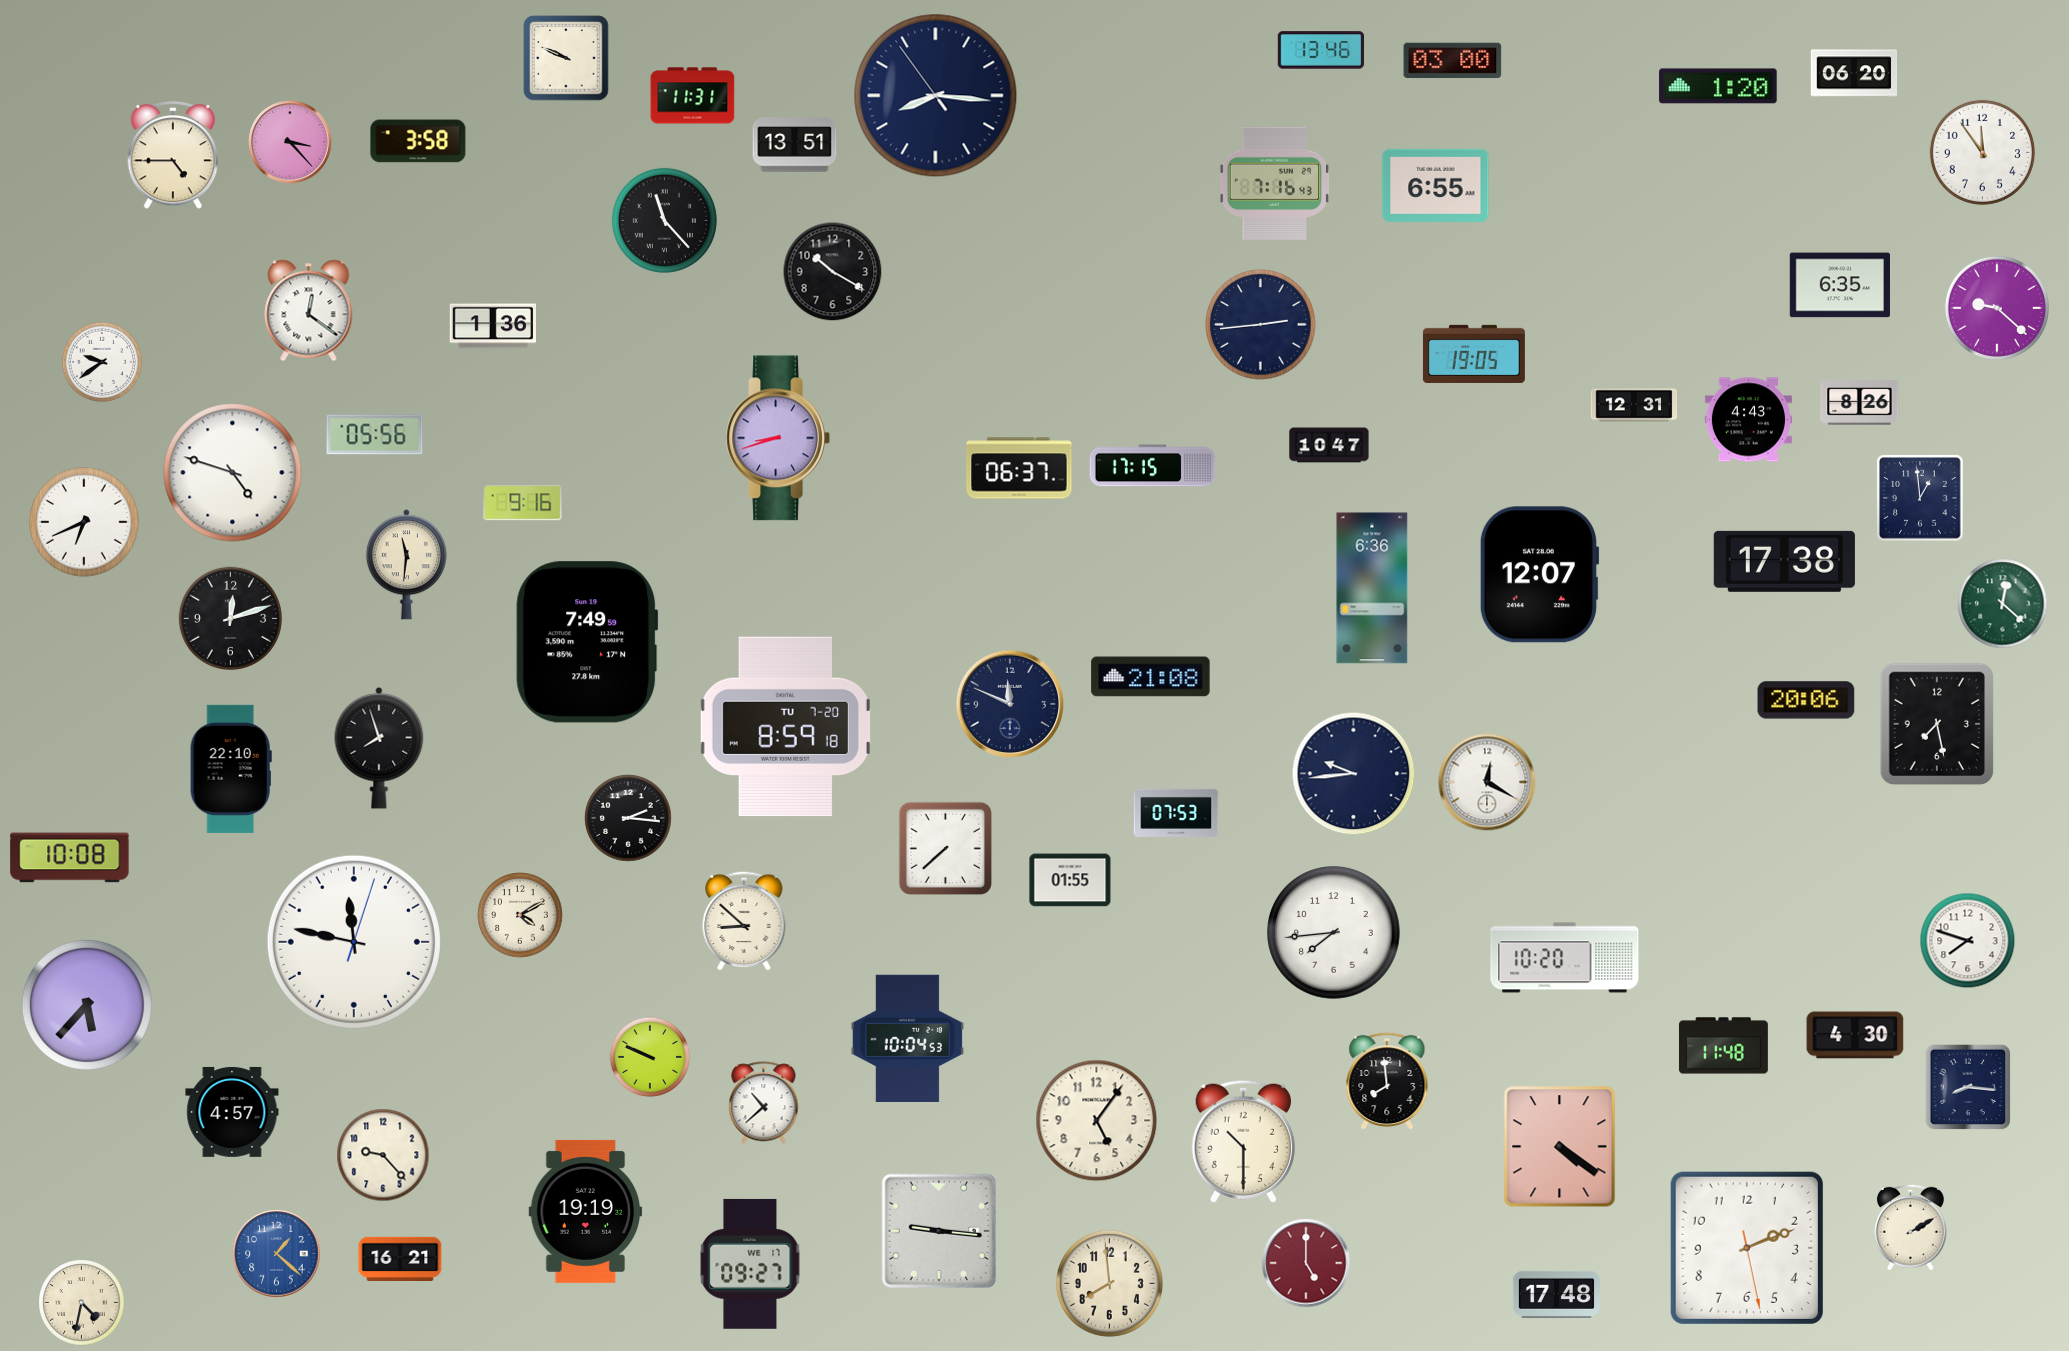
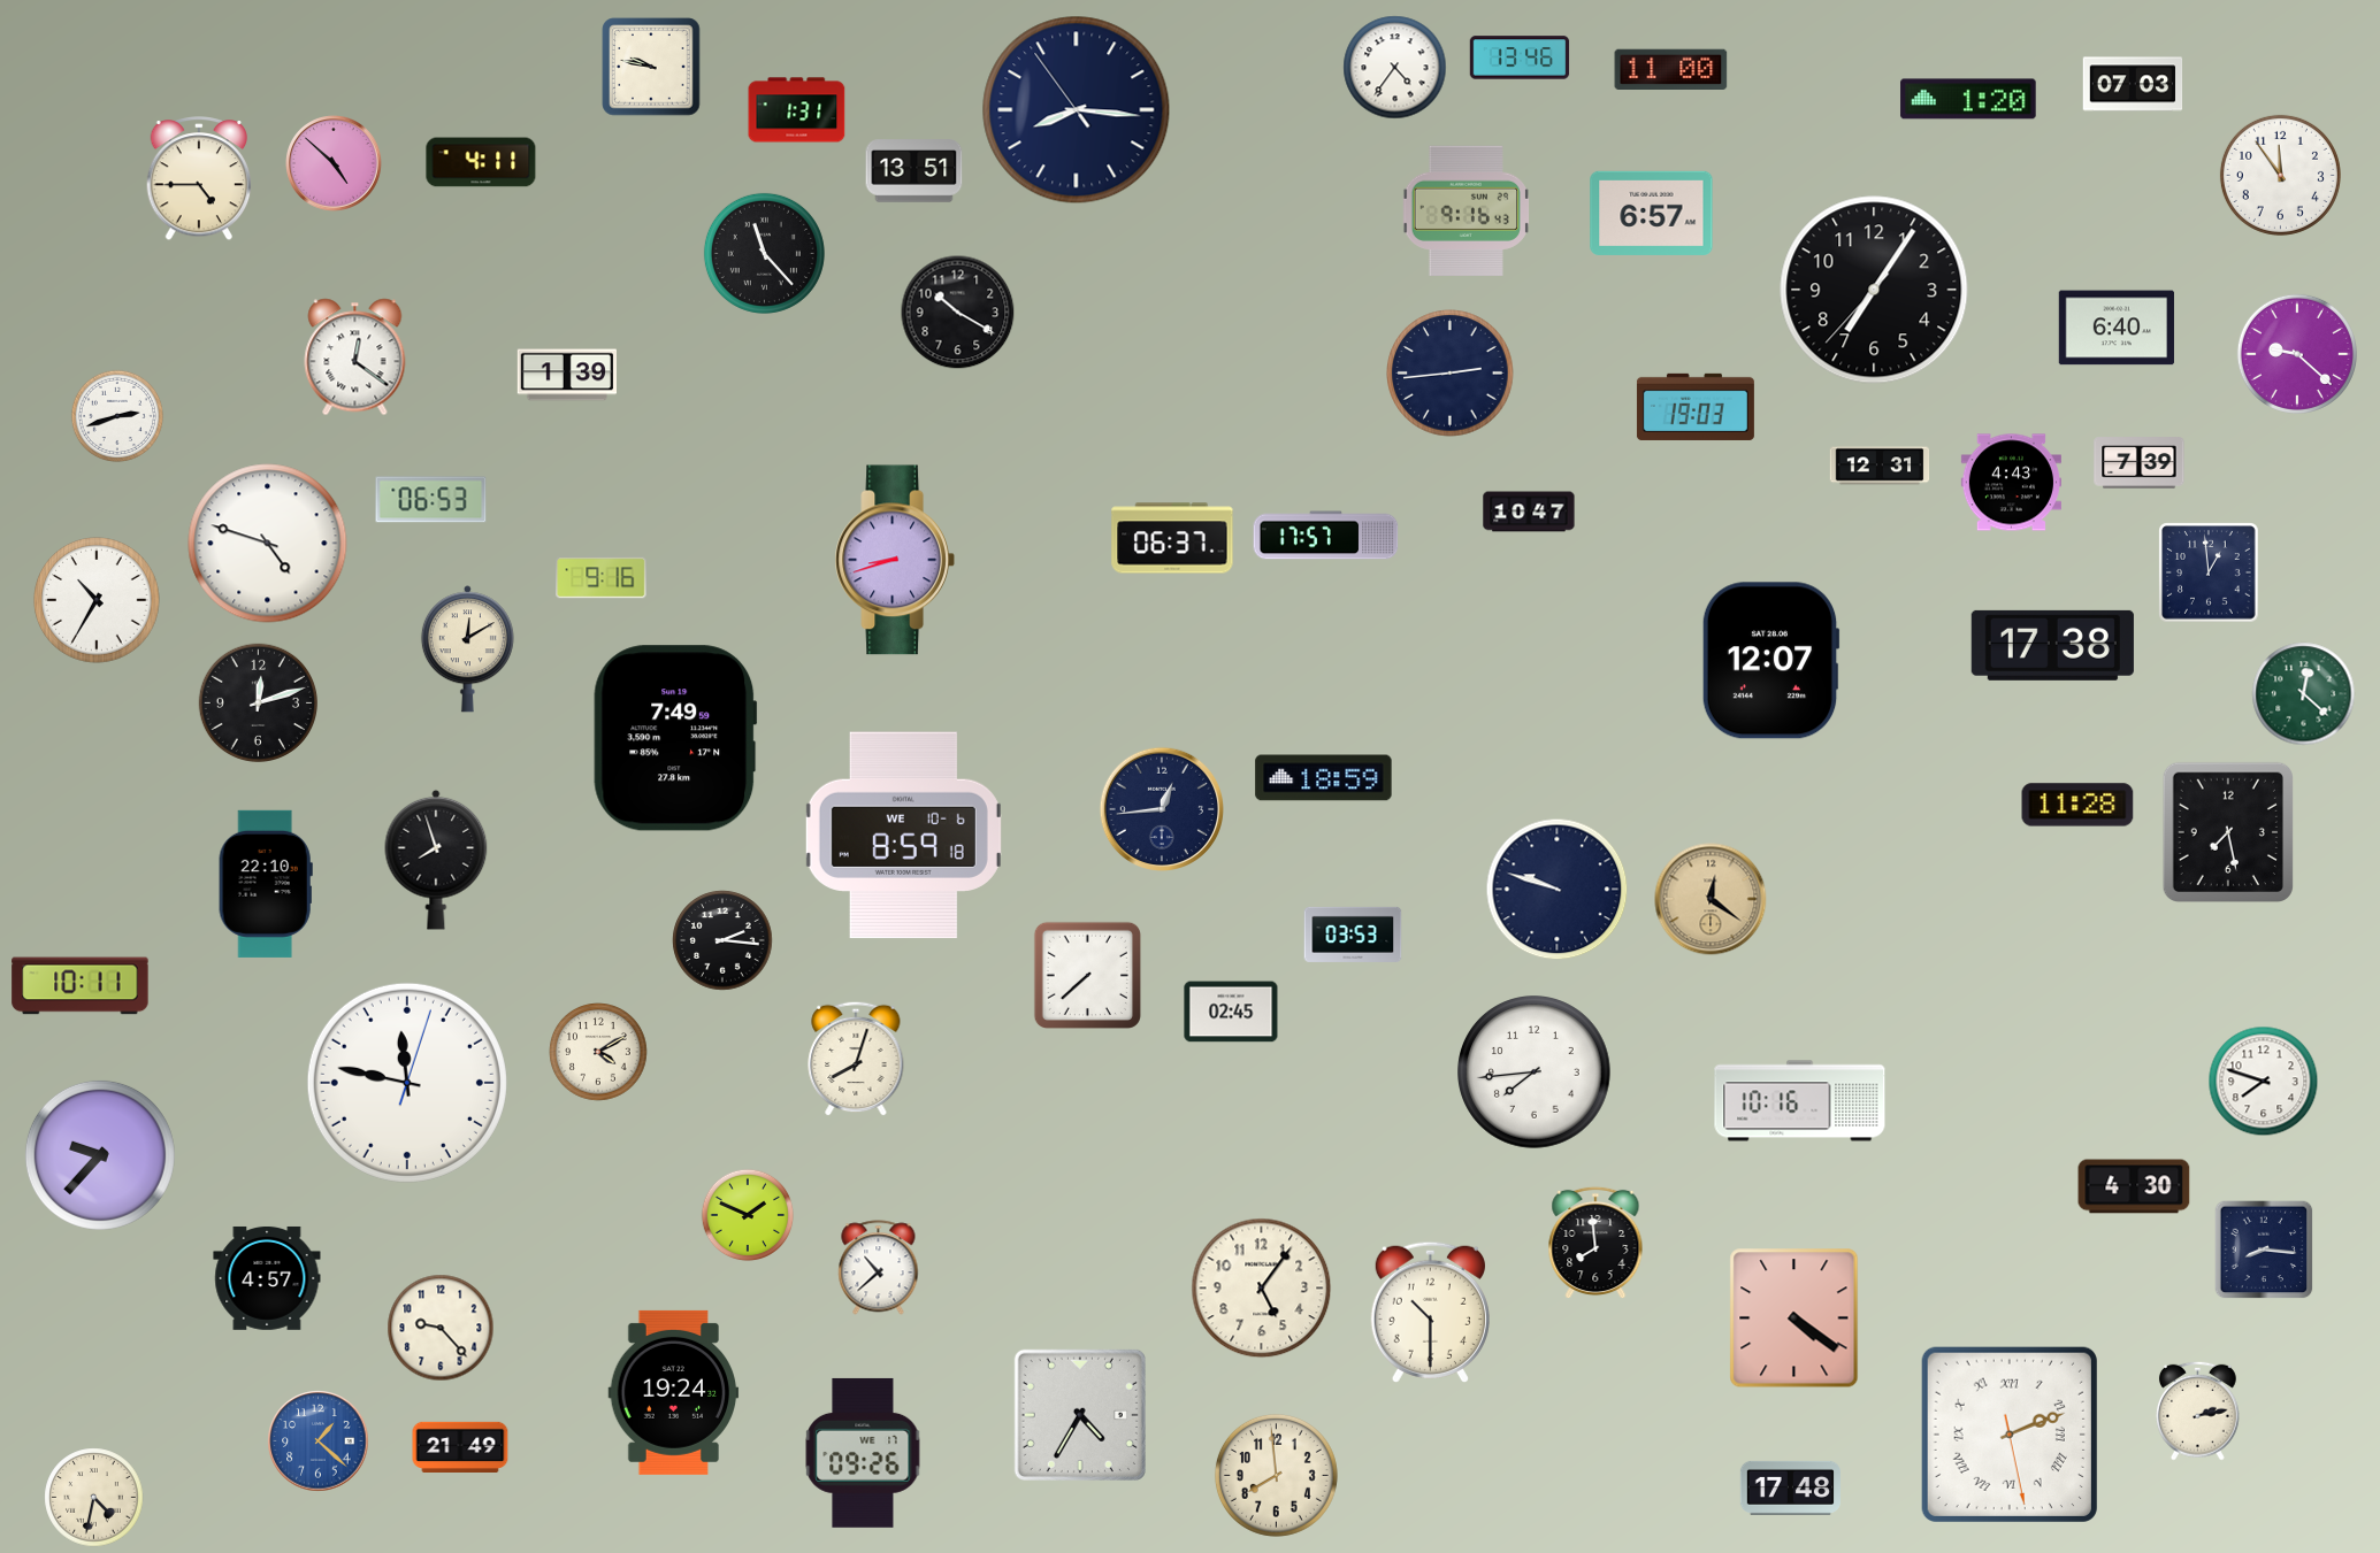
clock at (566, 58): 9:49 -> 9:47
clock at (1395, 68): none -> 4:36
clock at (1453, 60): 03:00 -> 11:00
clock at (1854, 73): 06:20 -> 07:03
clock at (1718, 86) position: (1718, 86) -> (1968, 99)
clock at (693, 96): 11:31 -> 1:31
clock at (418, 141): 3:58 -> 4:11
clock at (291, 143): 3:23 -> 4:52
clock at (795, 145) position: (795, 145) -> (914, 171)
clock at (1274, 183): 7:16 -> 9:16
clock at (1436, 185): 6:55 -> 6:57
clock at (1874, 290): none -> 7:05
clock at (1840, 285): 6:35 -> 6:40
clock at (492, 326): 1:36 -> 1:39
clock at (1474, 354): 19:05 -> 19:03
clock at (102, 362): 9:39 -> 2:42
clock at (1860, 403): 8:26 -> 7:39
clock at (375, 435): 05:56 -> 06:53
clock at (778, 438) position: (778, 438) -> (895, 560)
clock at (1153, 466): 17:15 -> 17:57
clock at (84, 522): 6:41 -> 10:35
clock at (406, 565): 11:31 -> 12:10
clock at (1372, 588): 6:36 -> none
clock at (230, 618) position: (230, 618) -> (258, 702)
clock at (1151, 677): 21:08 -> 18:59
clock at (1806, 700): 20:06 -> 11:28
clock at (1009, 703): 11:49 -> 12:44
clock at (785, 727) date: TU 7-20 -> WE 10-6
clock at (1354, 774): 9:44 -> 9:48
clock at (1487, 782): 12:20 -> 12:21
clock at (1487, 782) dial: white -> champagne
clock at (1176, 813): 07:53 -> 03:53
clock at (70, 858): 10:08 -> 10:11
clock at (1070, 880): 01:55 -> 02:45
clock at (744, 921): 8:52 -> 8:03
clock at (1565, 958): 10:20 -> 10:16
clock at (87, 1005): 5:37 -> 9:37
clock at (1855, 1035) position: (1855, 1035) -> (2134, 1186)
clock at (908, 1038): 10:04 -> none
clock at (1723, 1046): 11:48 -> none
clock at (650, 1057): 9:49 -> 1:49
clock at (586, 1211): 19:19 -> 19:24
clock at (1910, 1227): 2:10 -> 2:13
clock at (939, 1231): 9:16 -> 4:35
clock at (1747, 1248) numerals: Arabic -> Roman
clock at (400, 1258): 16:21 -> 21:49
clock at (1306, 1263): 5:00 -> none
clock at (750, 1264): 09:27 -> 09:26
